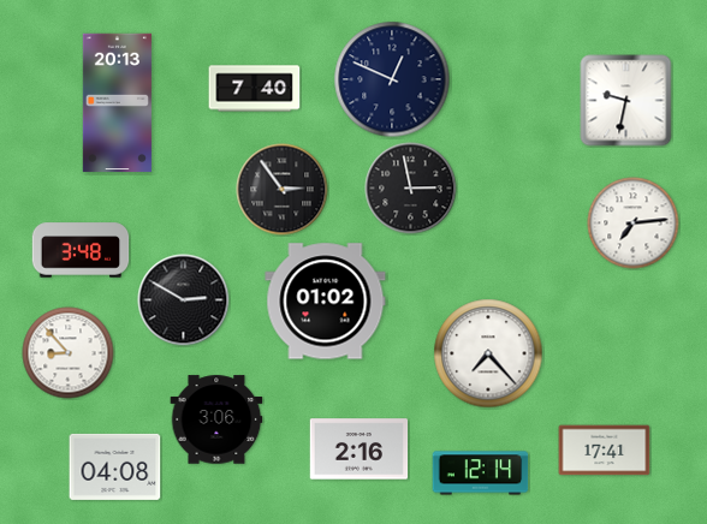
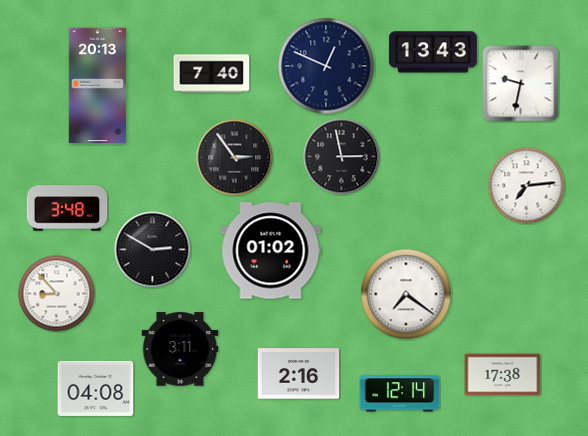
clock at (433, 52): none -> 13:43
clock at (488, 353): 7:23 -> 7:21
clock at (216, 419): 3:06 -> 3:11
clock at (605, 451): 17:41 -> 17:38
